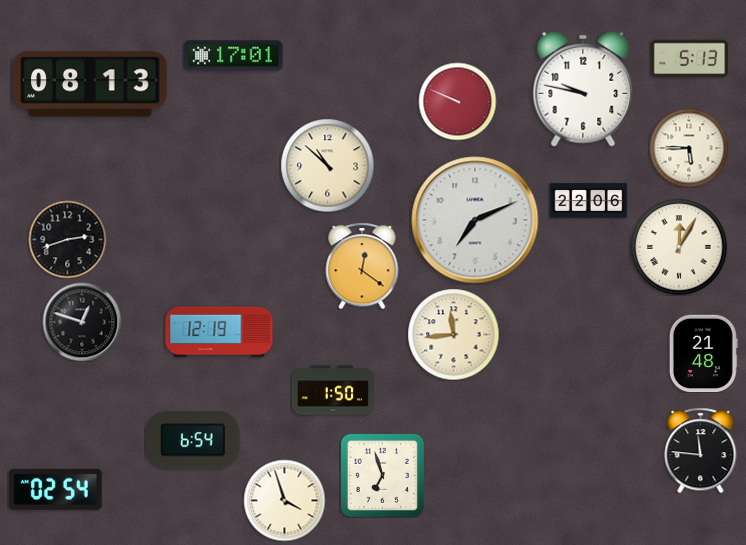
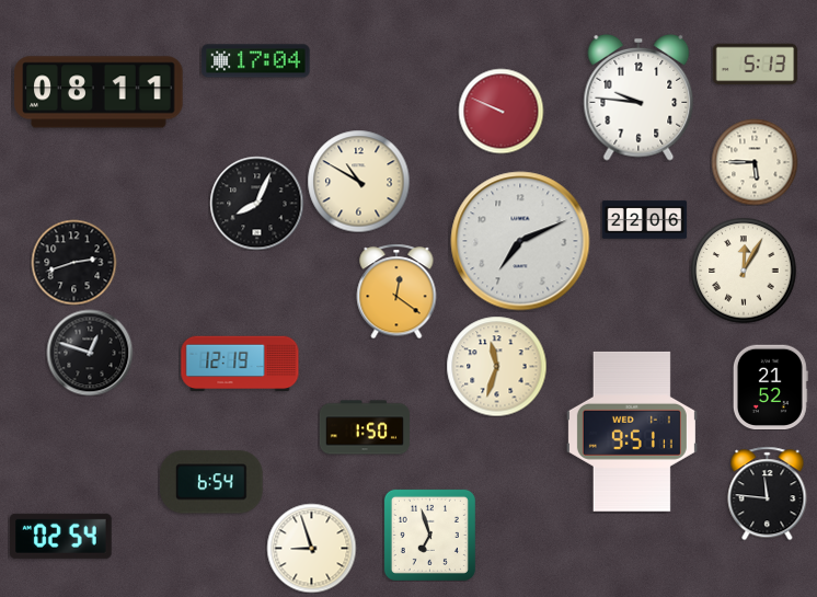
clock at (234, 56): 17:01 -> 17:04
clock at (90, 84): 08:13 -> 08:11
clock at (583, 89): 9:47 -> 9:46
clock at (327, 165): 10:52 -> 10:50
clock at (256, 203): none -> 8:04
clock at (453, 334): 11:44 -> 11:33
clock at (703, 353): 21:48 -> 21:52
clock at (632, 432): none -> 9:51
clock at (382, 475) position: (382, 475) -> (429, 535)
clock at (284, 500): 3:57 -> 8:57
